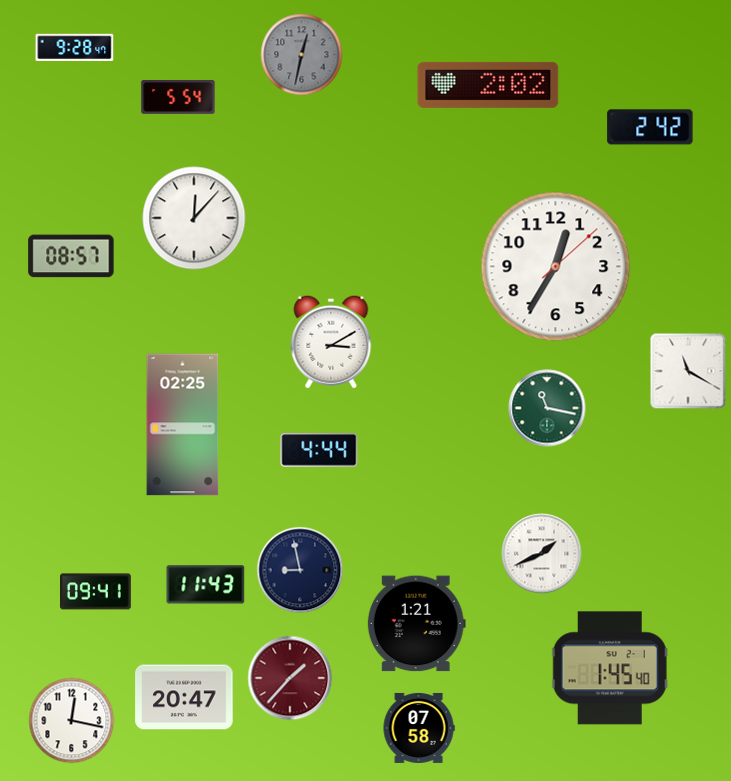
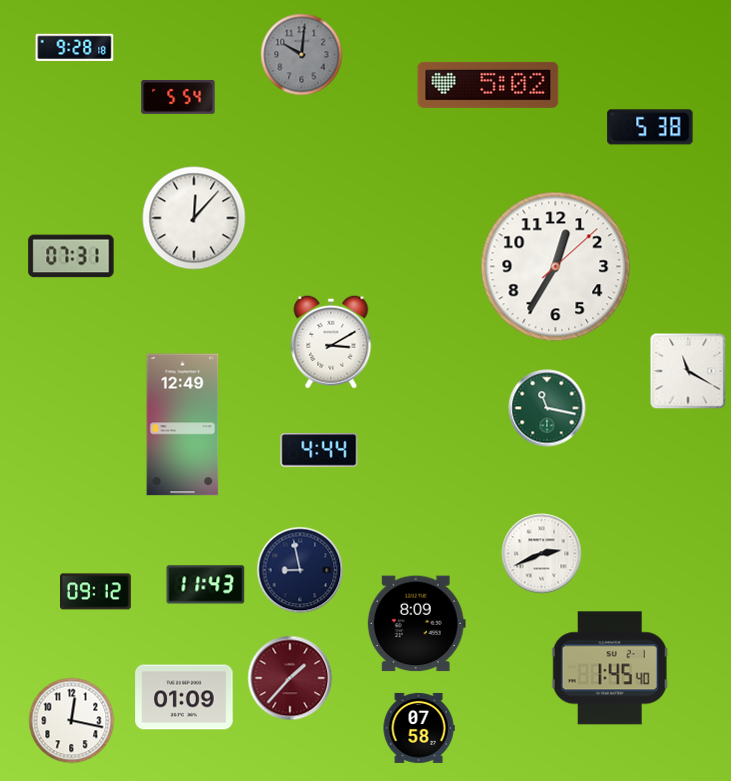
clock at (75, 47): 9:28:47 -> 9:28:18
clock at (302, 55): 12:32 -> 10:01
clock at (488, 85): 2:02 -> 5:02
clock at (650, 127): 2:42 -> 5:38
clock at (71, 256): 08:57 -> 07:31
clock at (183, 425): 02:25 -> 12:49
clock at (542, 554): 1:41 -> 2:41
clock at (96, 592): 09:41 -> 09:12
clock at (416, 624): 1:21 -> 8:09
clock at (184, 697): 20:47 -> 01:09
